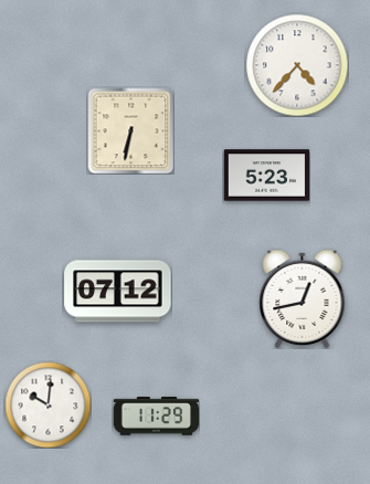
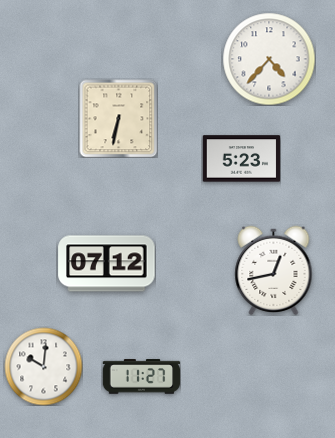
clock at (156, 417): 11:29 -> 11:27
